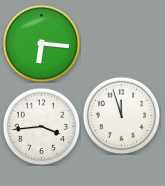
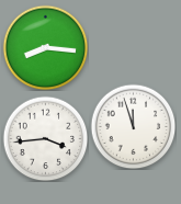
clock at (41, 43): 6:16 -> 8:16
